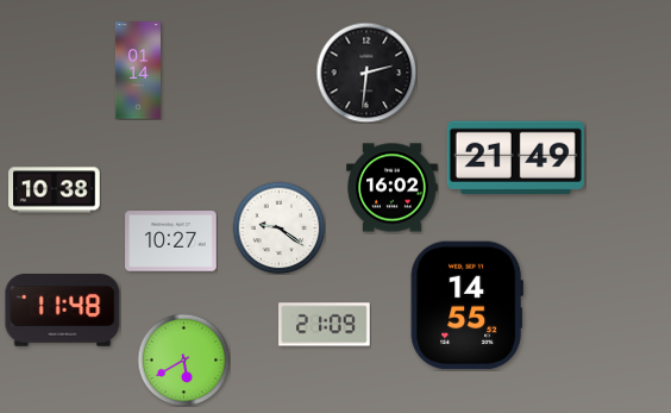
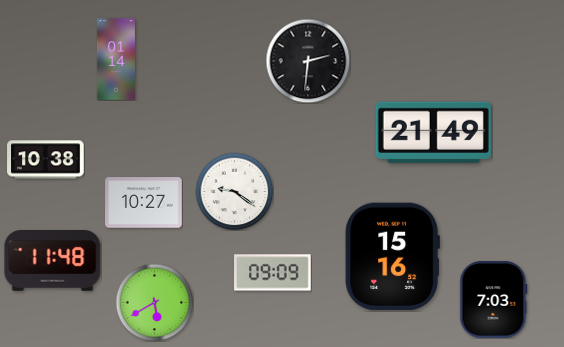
clock at (393, 188): 16:02 -> none
clock at (466, 306): 14:55 -> 15:16
clock at (325, 325): 21:09 -> 09:09
clock at (494, 300): none -> 7:03
